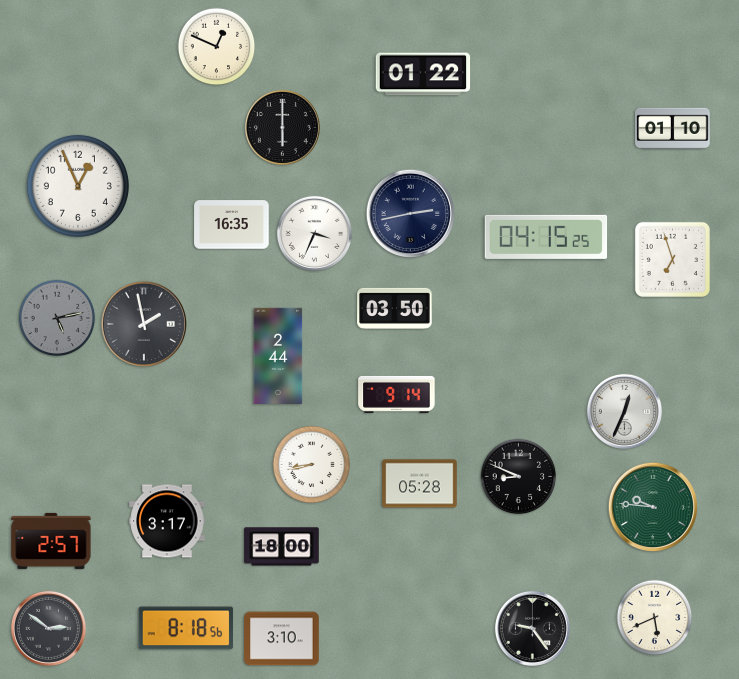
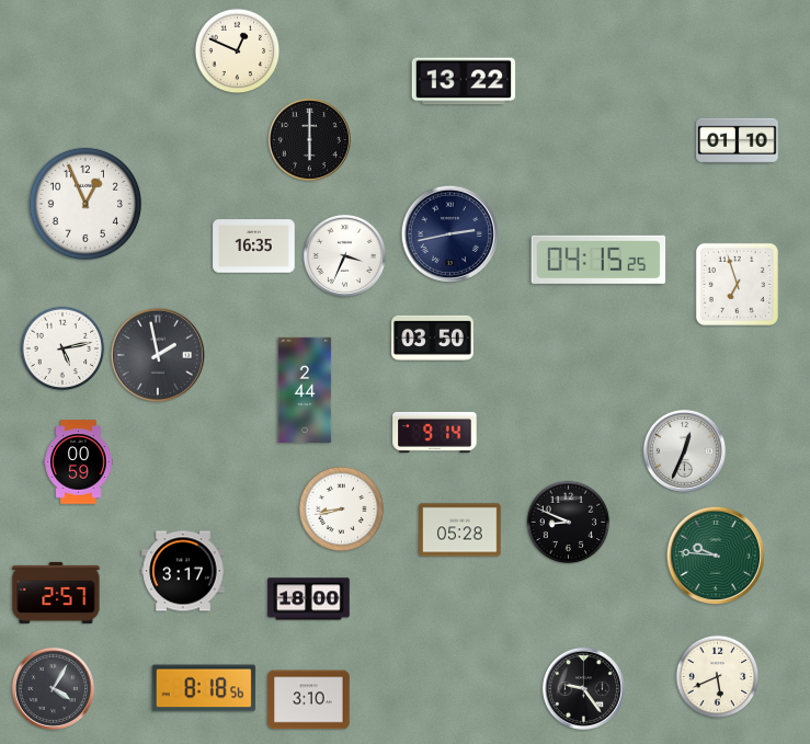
clock at (423, 74): 01:22 -> 13:22
clock at (57, 318) dial: grey -> white
clock at (79, 462): none -> 00:59
clock at (48, 628): 2:51 -> 4:05
